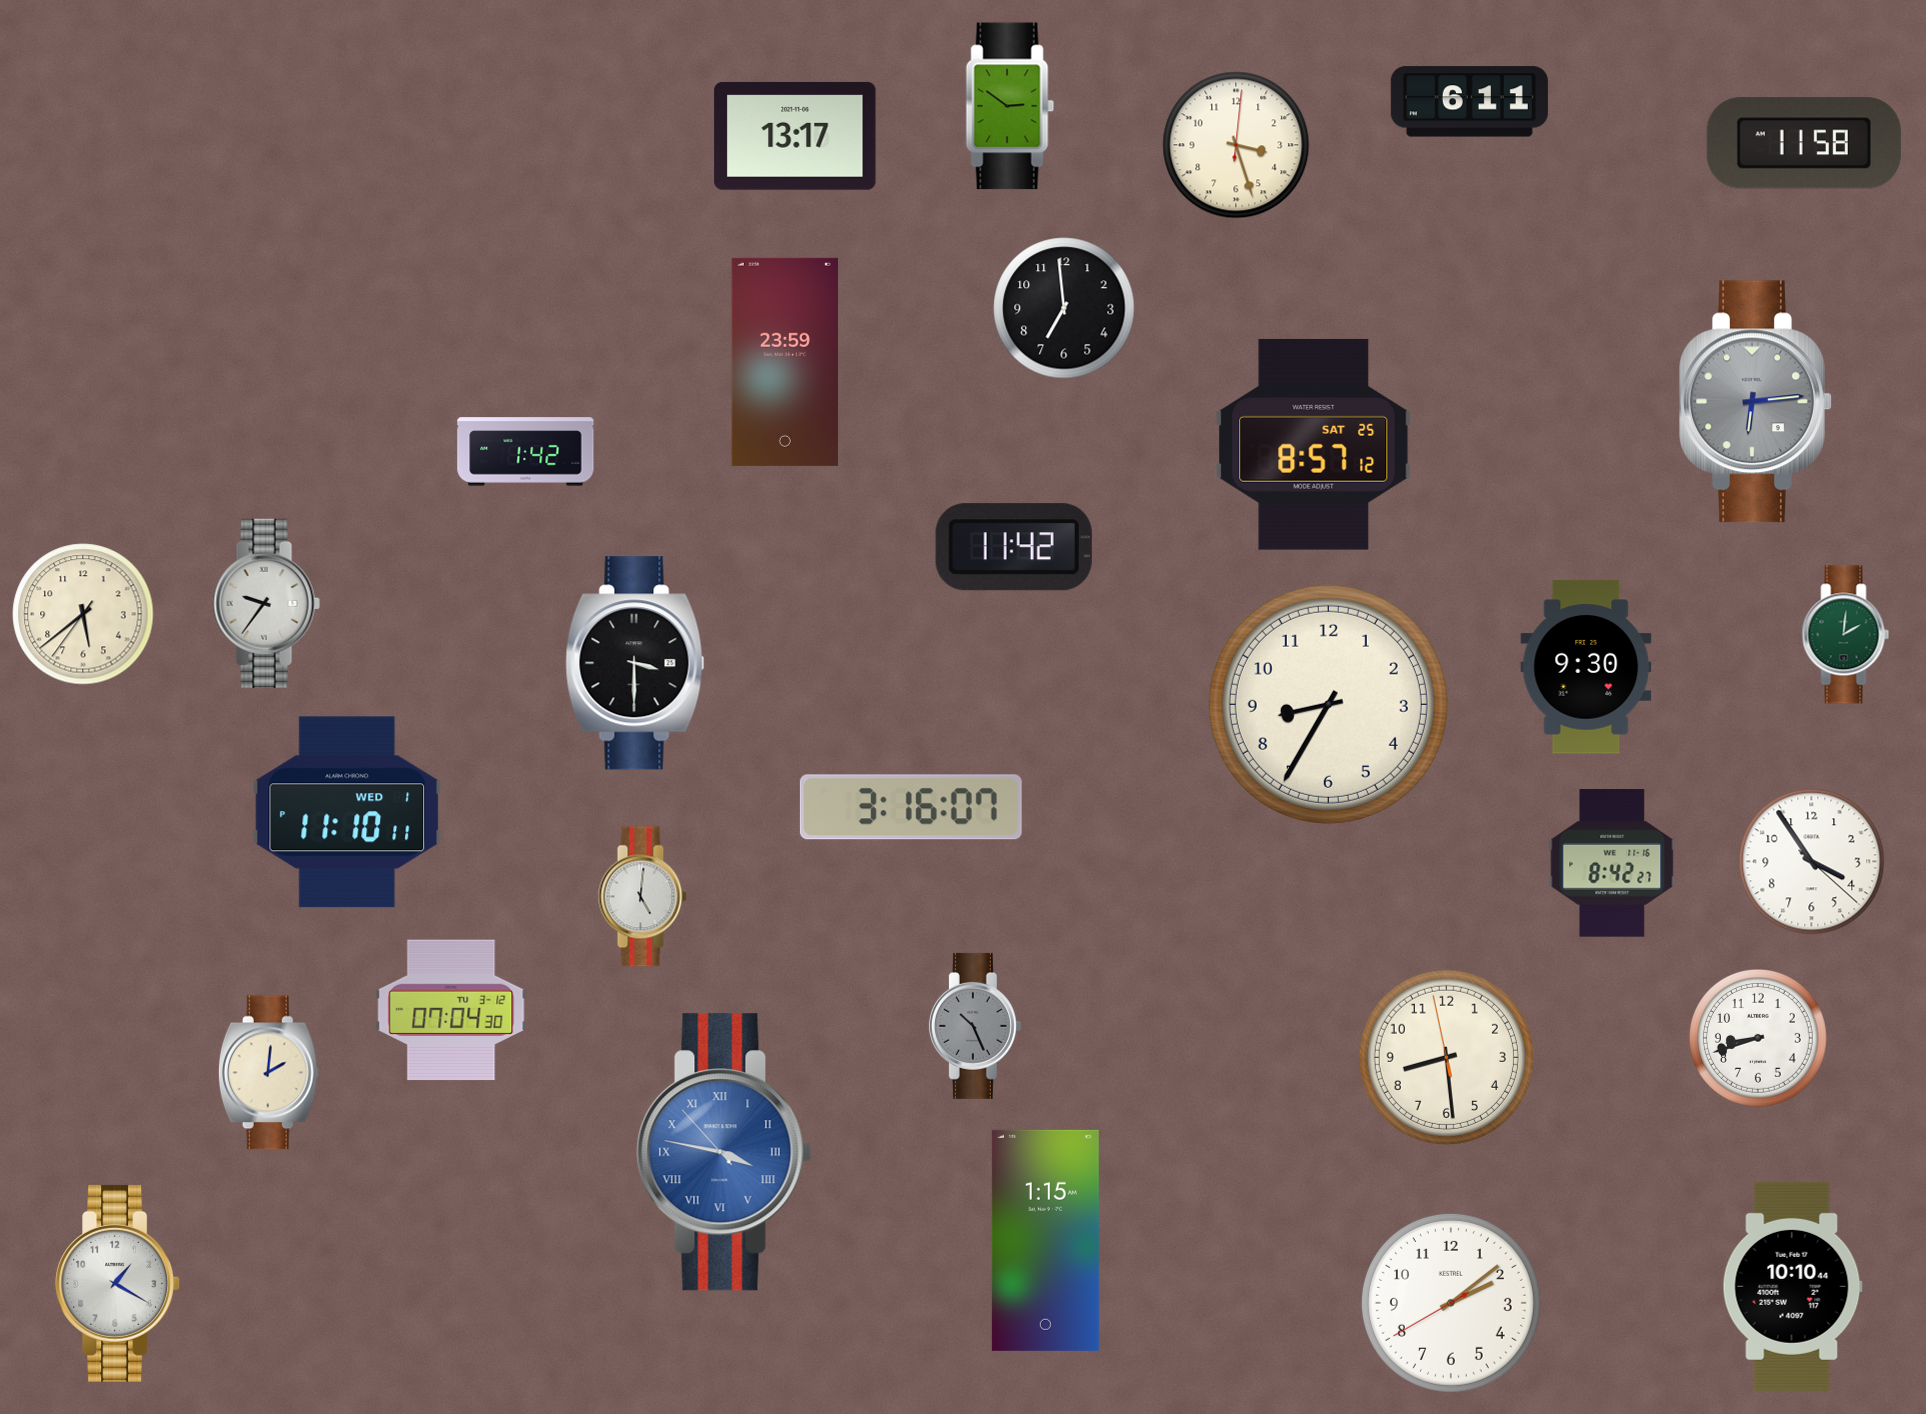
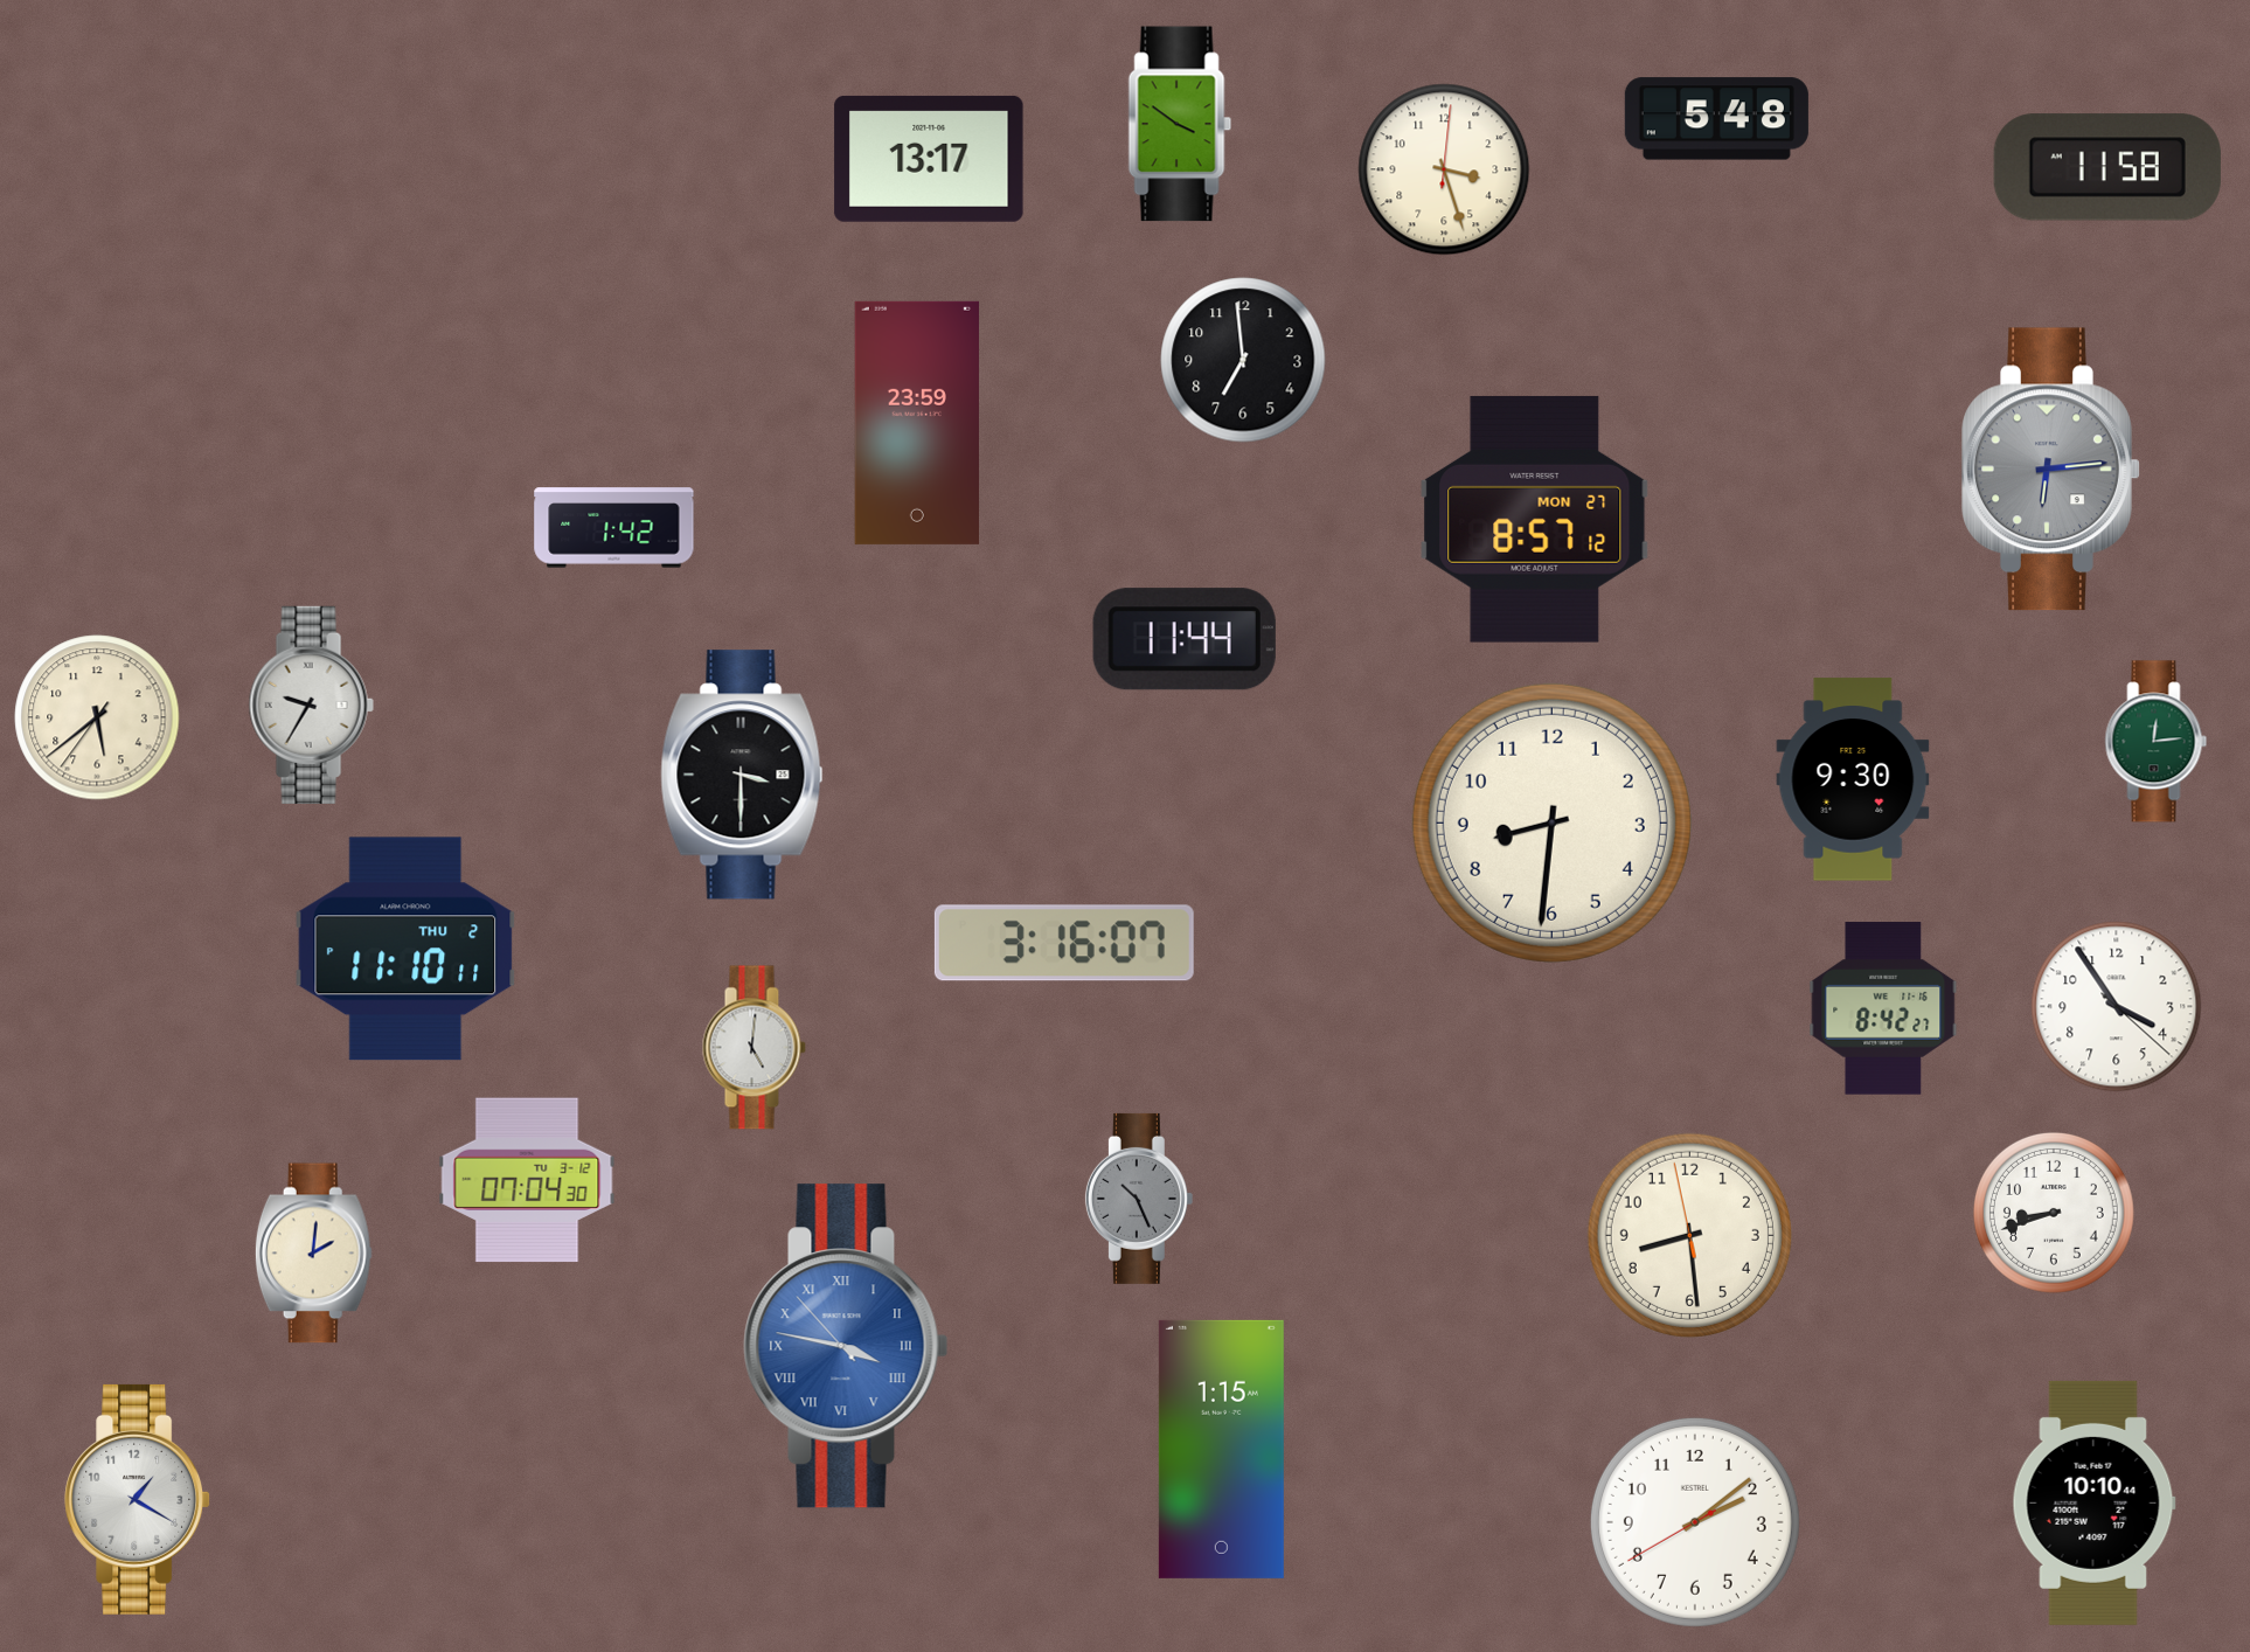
clock at (1469, 102): 6:11 -> 5:48
clock at (1010, 106): 2:51 -> 3:51
clock at (1314, 444) date: SAT 25 -> MON 27
clock at (1014, 547): 11:42 -> 11:44
clock at (266, 603): 9:36 -> 9:35
clock at (1846, 635): 2:01 -> 12:14
clock at (1328, 704): 8:35 -> 8:31
clock at (347, 812) date: WED 1 -> THU 2
clock at (642, 897) position: (642, 897) -> (754, 1048)
